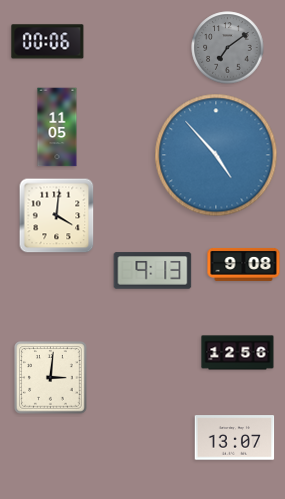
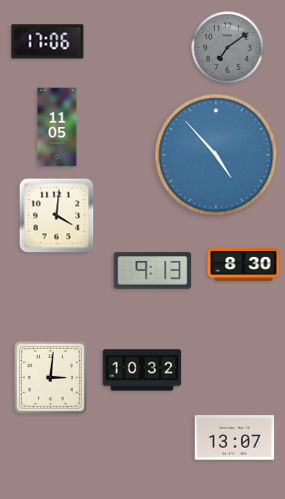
clock at (48, 42): 00:06 -> 17:06
clock at (244, 265): 9:08 -> 8:30
clock at (238, 353): 12:56 -> none
clock at (142, 370): none -> 10:32
